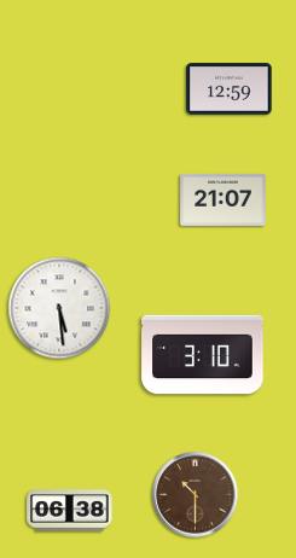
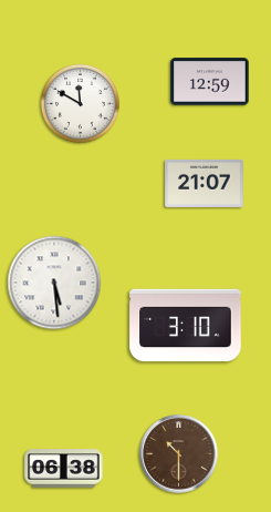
clock at (80, 103): none -> 11:50
